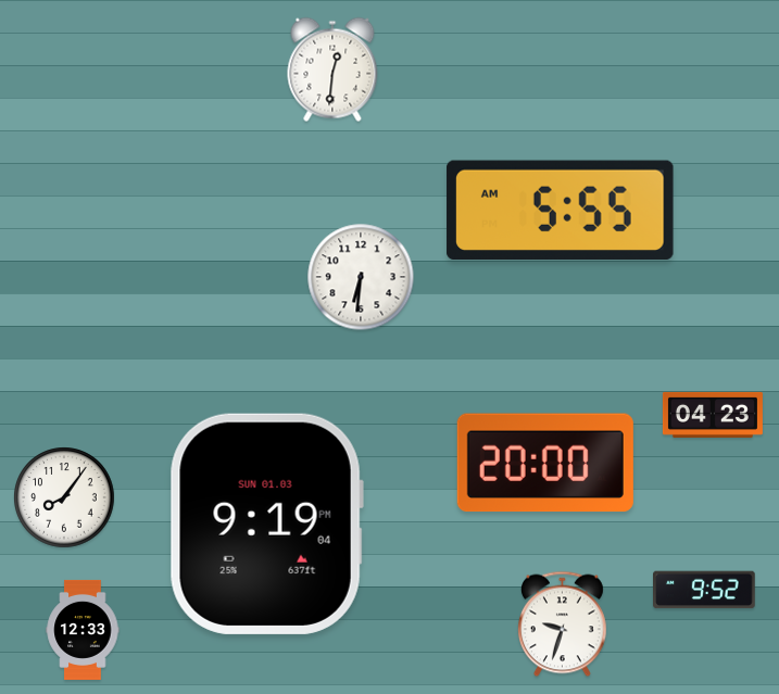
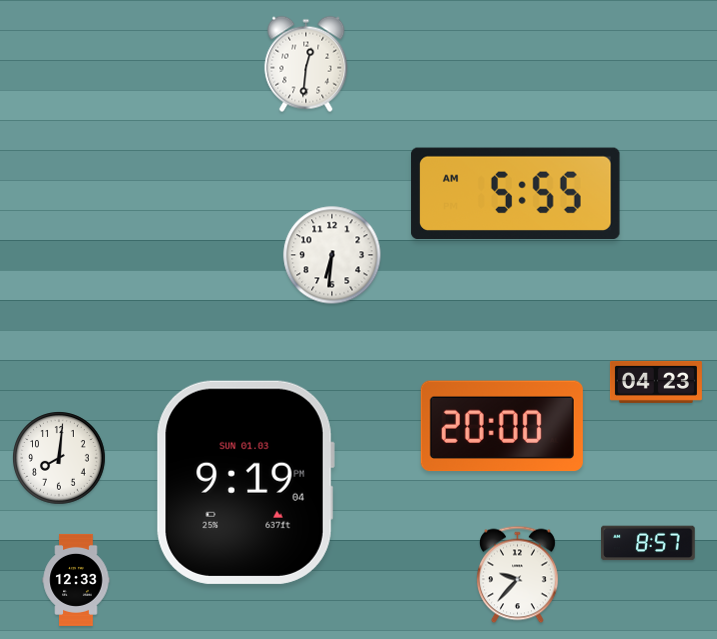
clock at (64, 497): 8:06 -> 8:01
clock at (705, 590): 9:52 -> 8:57
clock at (562, 624): 9:33 -> 9:37
